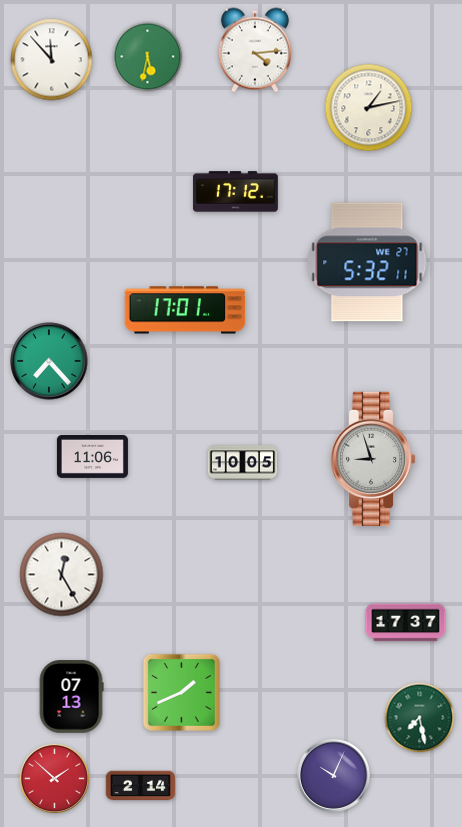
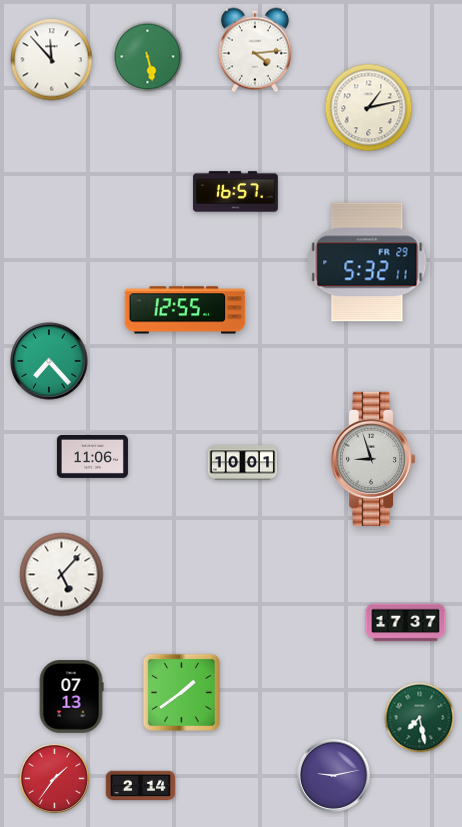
clock at (148, 57): 5:32 -> 5:28
clock at (235, 192): 17:12 -> 16:57
clock at (367, 262) date: WE 27 -> FR 29
clock at (185, 310): 17:01 -> 12:55
clock at (243, 463): 10:05 -> 10:01
clock at (62, 575): 12:25 -> 5:07
clock at (181, 692): 1:41 -> 1:39
clock at (333, 775): 10:04 -> 9:13
clock at (54, 778): 1:52 -> 1:36
